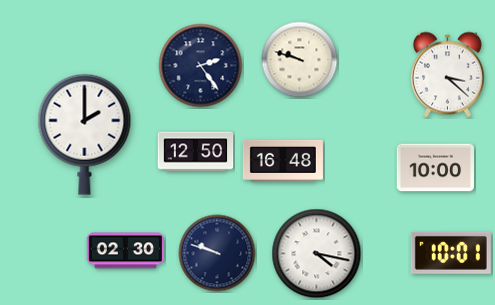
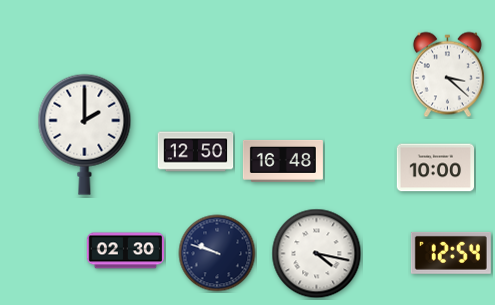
clock at (300, 60): 9:48 -> none
clock at (201, 66): 2:24 -> none
clock at (451, 253): 10:01 -> 12:54
